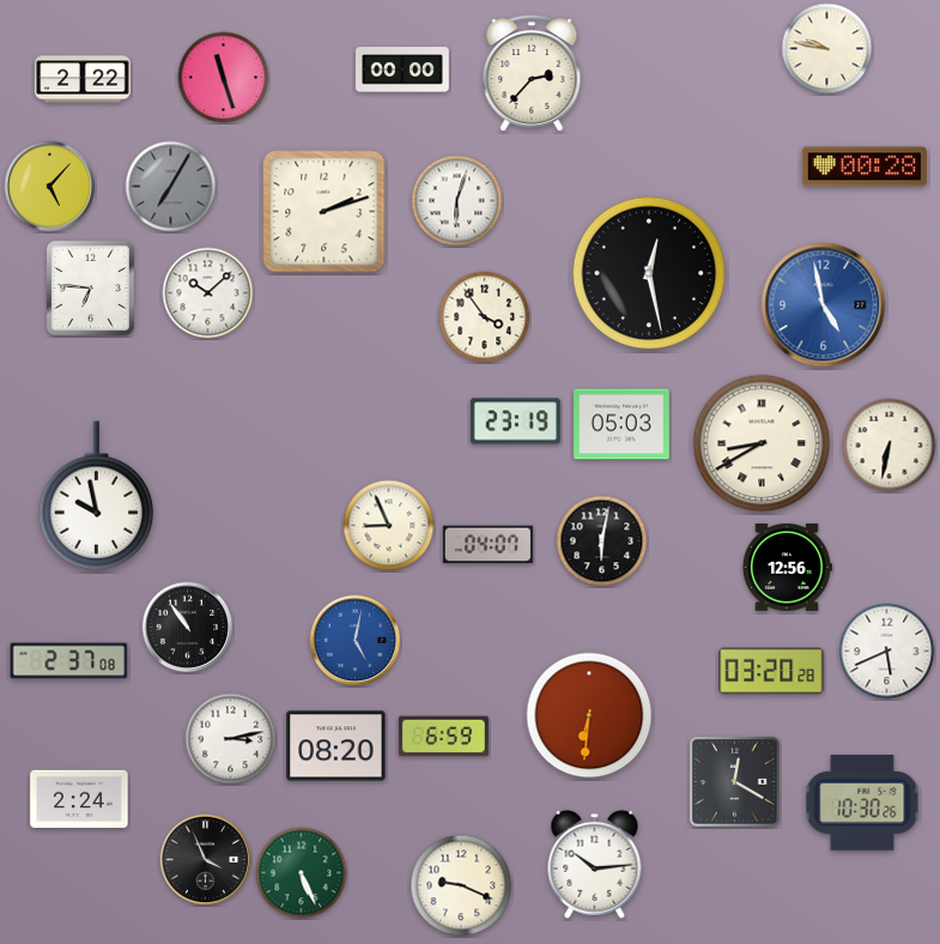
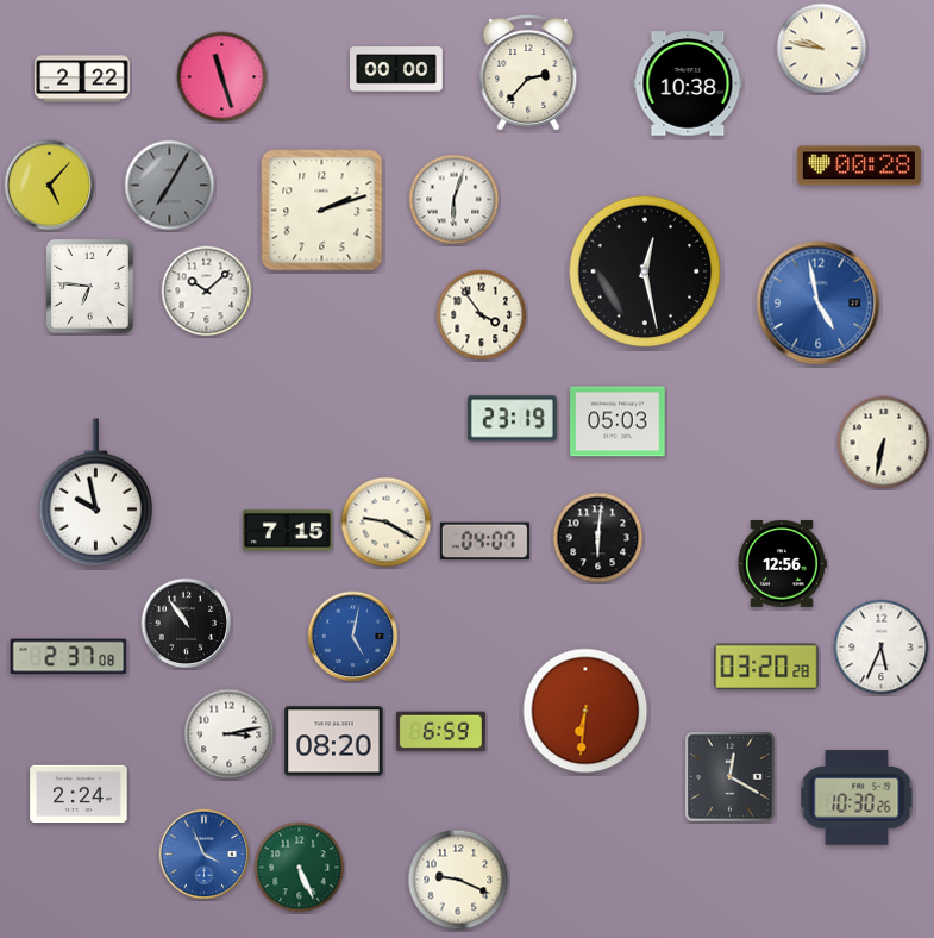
clock at (404, 69) position: (404, 69) -> (397, 69)
clock at (688, 83): none -> 10:38
clock at (762, 443): 8:40 -> none
clock at (389, 526): 8:56 -> 9:20
clock at (287, 531): none -> 7:15
clock at (602, 541): 6:02 -> 6:01
clock at (887, 652): 5:41 -> 5:34
clock at (206, 860) dial: black -> blue
clock at (595, 864): 10:14 -> none
